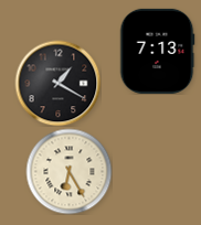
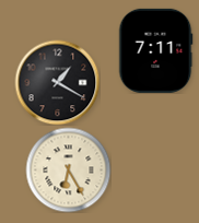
clock at (157, 51): 7:13 -> 7:11
